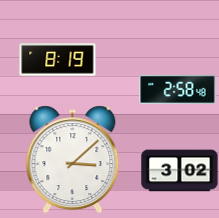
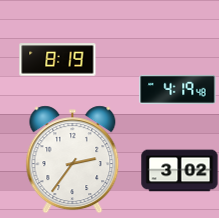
clock at (178, 89): 2:58 -> 4:19
clock at (73, 160): 3:08 -> 2:36
